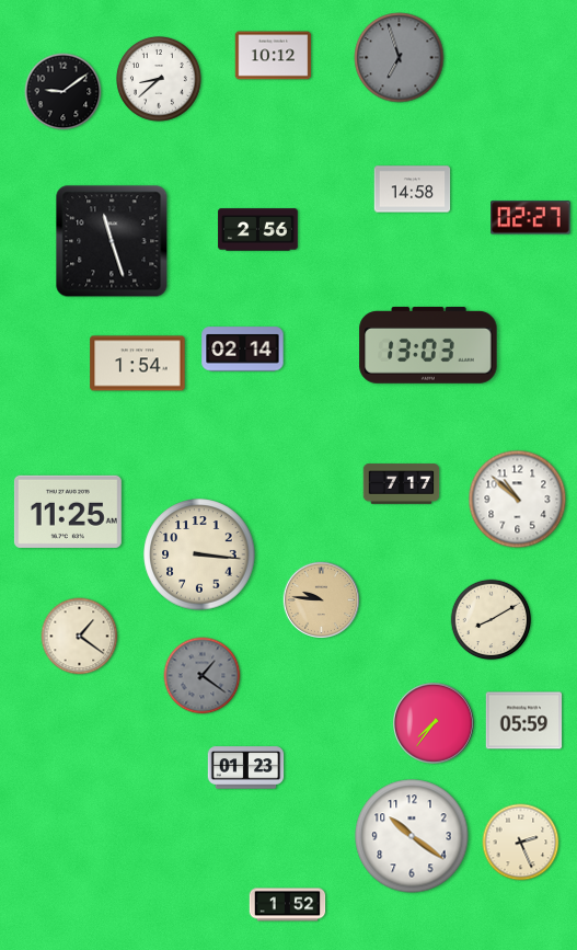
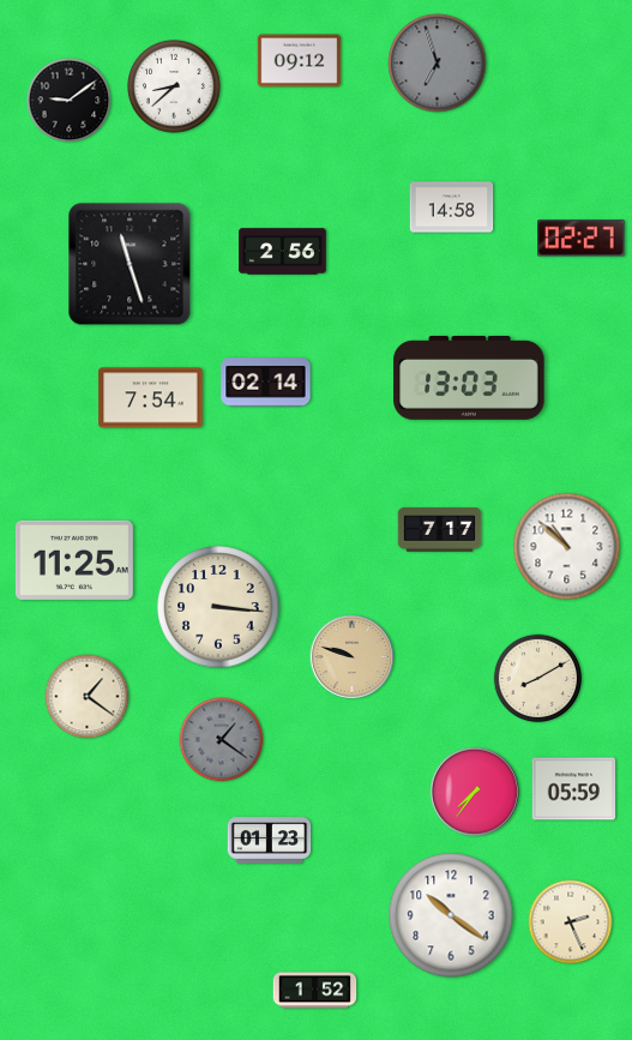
clock at (274, 56): 10:12 -> 09:12
clock at (112, 241) position: (112, 241) -> (130, 264)
clock at (138, 364): 1:54 -> 7:54
clock at (321, 599): 9:46 -> 9:48
